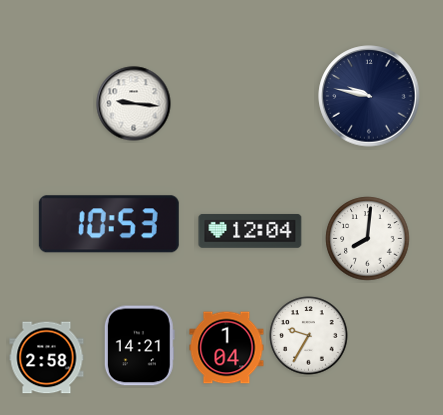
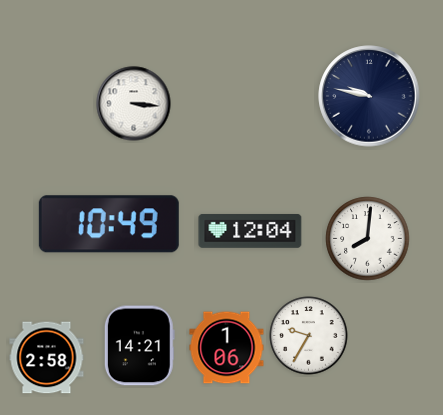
clock at (134, 104): 9:16 -> 3:16
clock at (109, 224): 10:53 -> 10:49
clock at (227, 348): 1:04 -> 1:06
